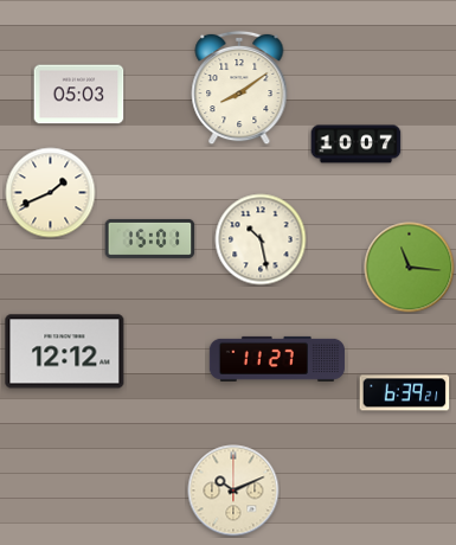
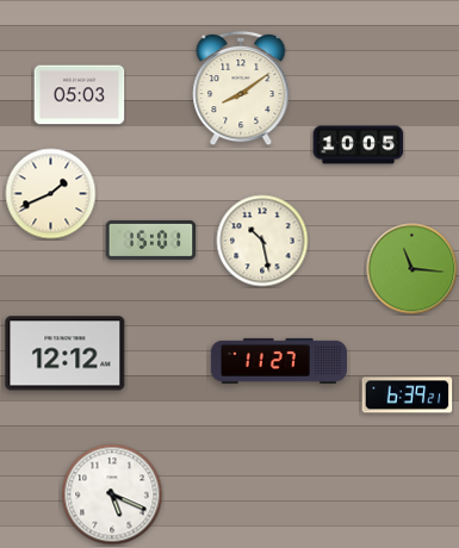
clock at (357, 145): 10:07 -> 10:05
clock at (233, 490): 10:11 -> none
clock at (112, 494): none -> 5:19
